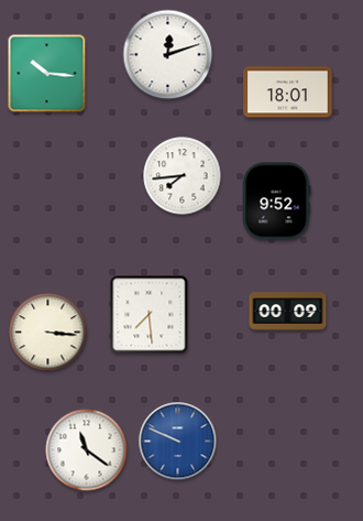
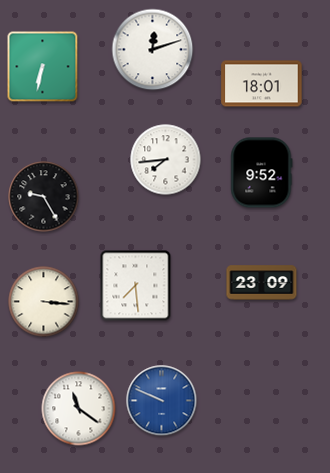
clock at (47, 74): 10:16 -> 6:32
clock at (277, 202) position: (277, 202) -> (262, 173)
clock at (44, 197): none -> 9:25
clock at (288, 312): 00:09 -> 23:09
